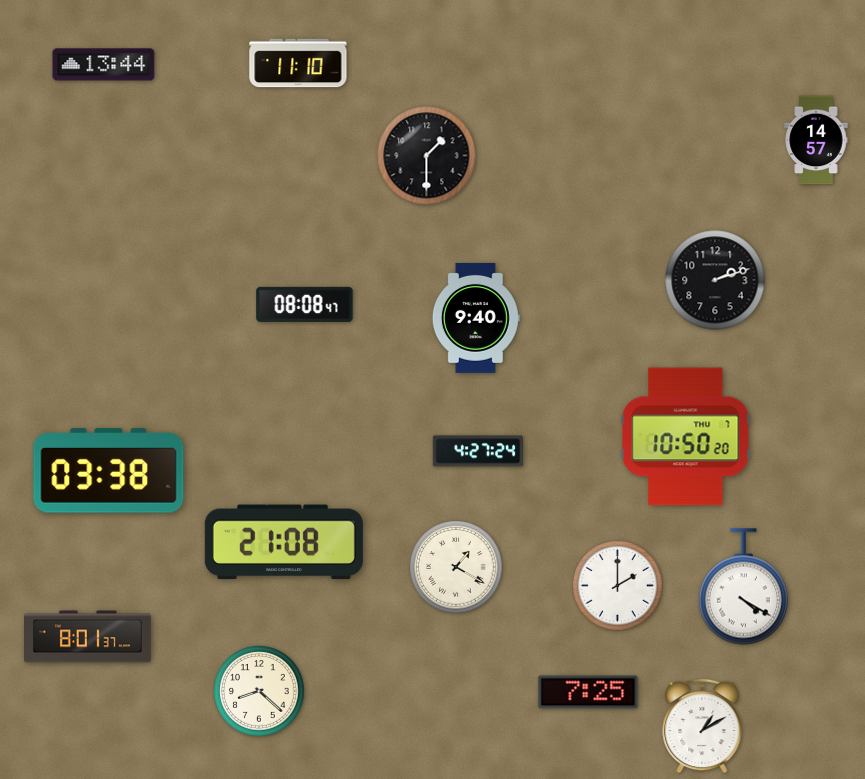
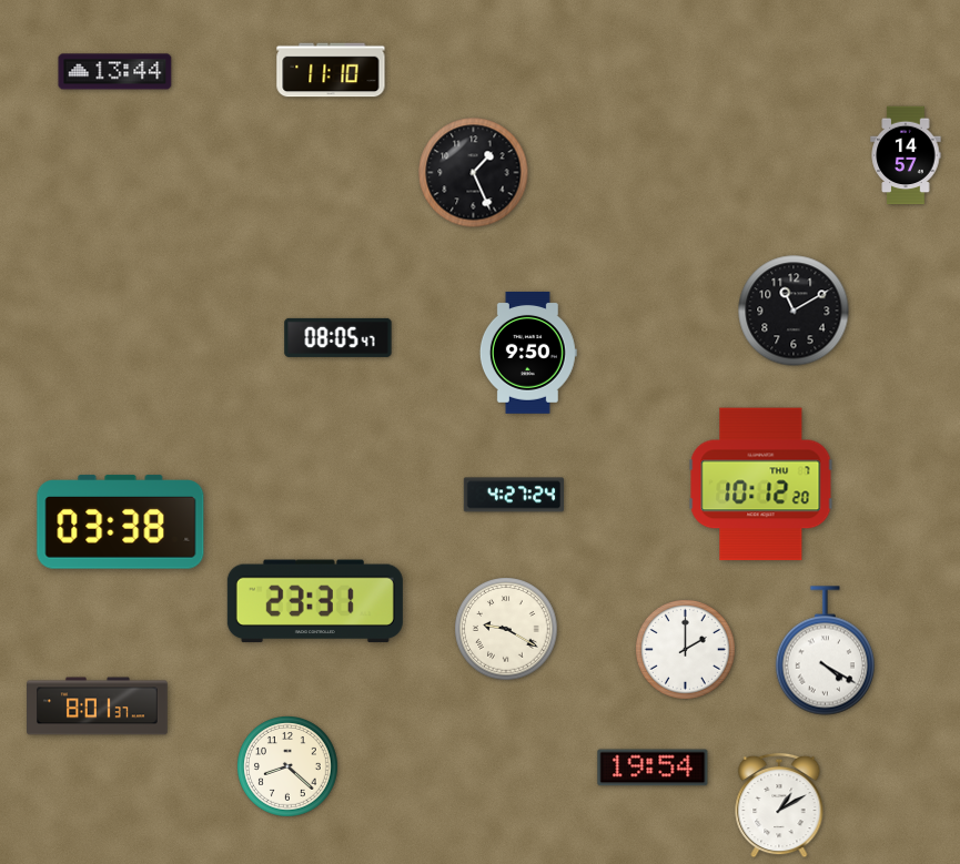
clock at (427, 156): 1:30 -> 1:26
clock at (715, 280): 2:12 -> 11:10
clock at (305, 304): 08:08 -> 08:05
clock at (476, 318): 9:40 -> 9:50
clock at (686, 437): 10:50 -> 10:12
clock at (477, 451) position: (477, 451) -> (513, 495)
clock at (284, 542): 21:08 -> 23:31
clock at (456, 567): 1:20 -> 9:20
clock at (588, 692): 7:25 -> 19:54
